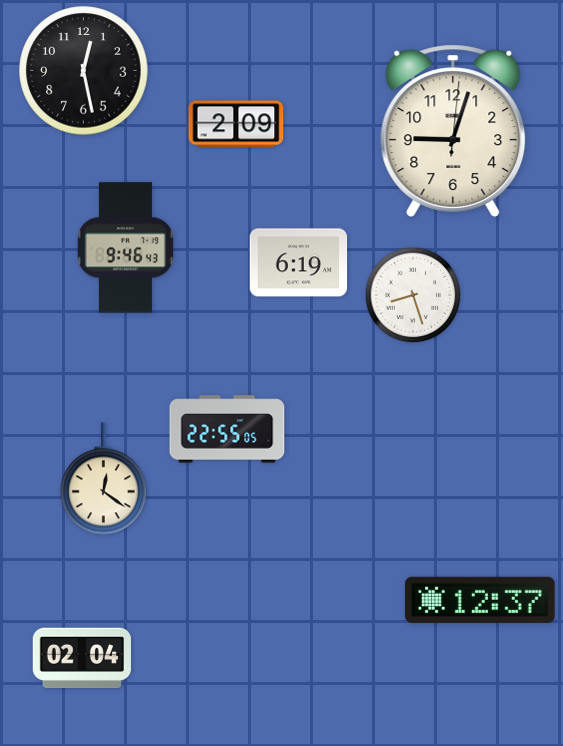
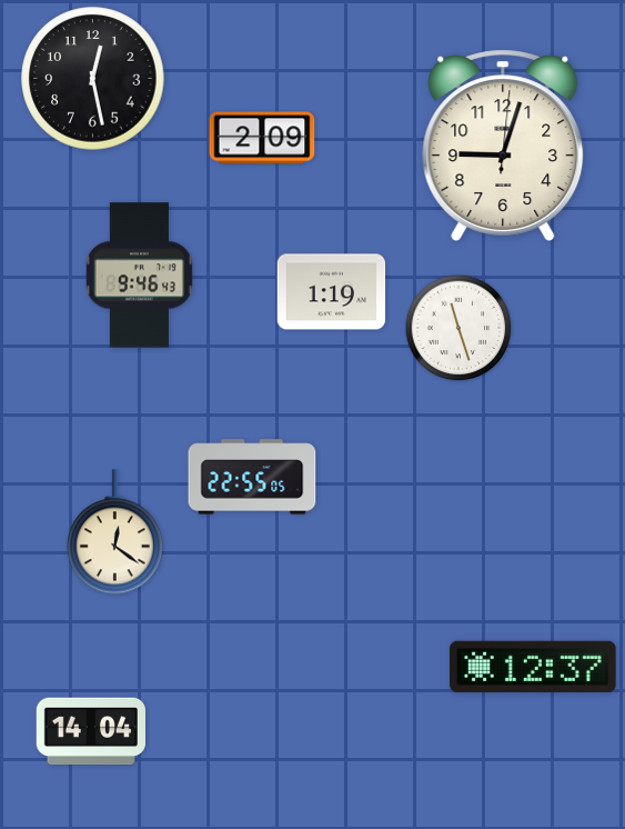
clock at (299, 263): 6:19 -> 1:19
clock at (413, 295): 8:27 -> 11:27
clock at (81, 658): 02:04 -> 14:04
